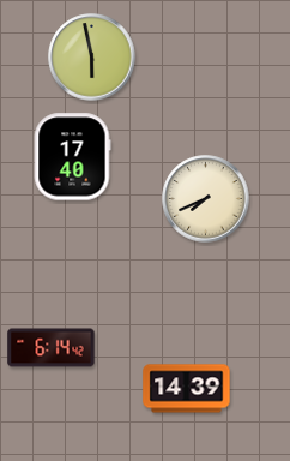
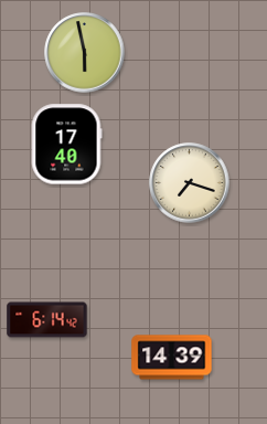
clock at (206, 199): 7:41 -> 7:18
